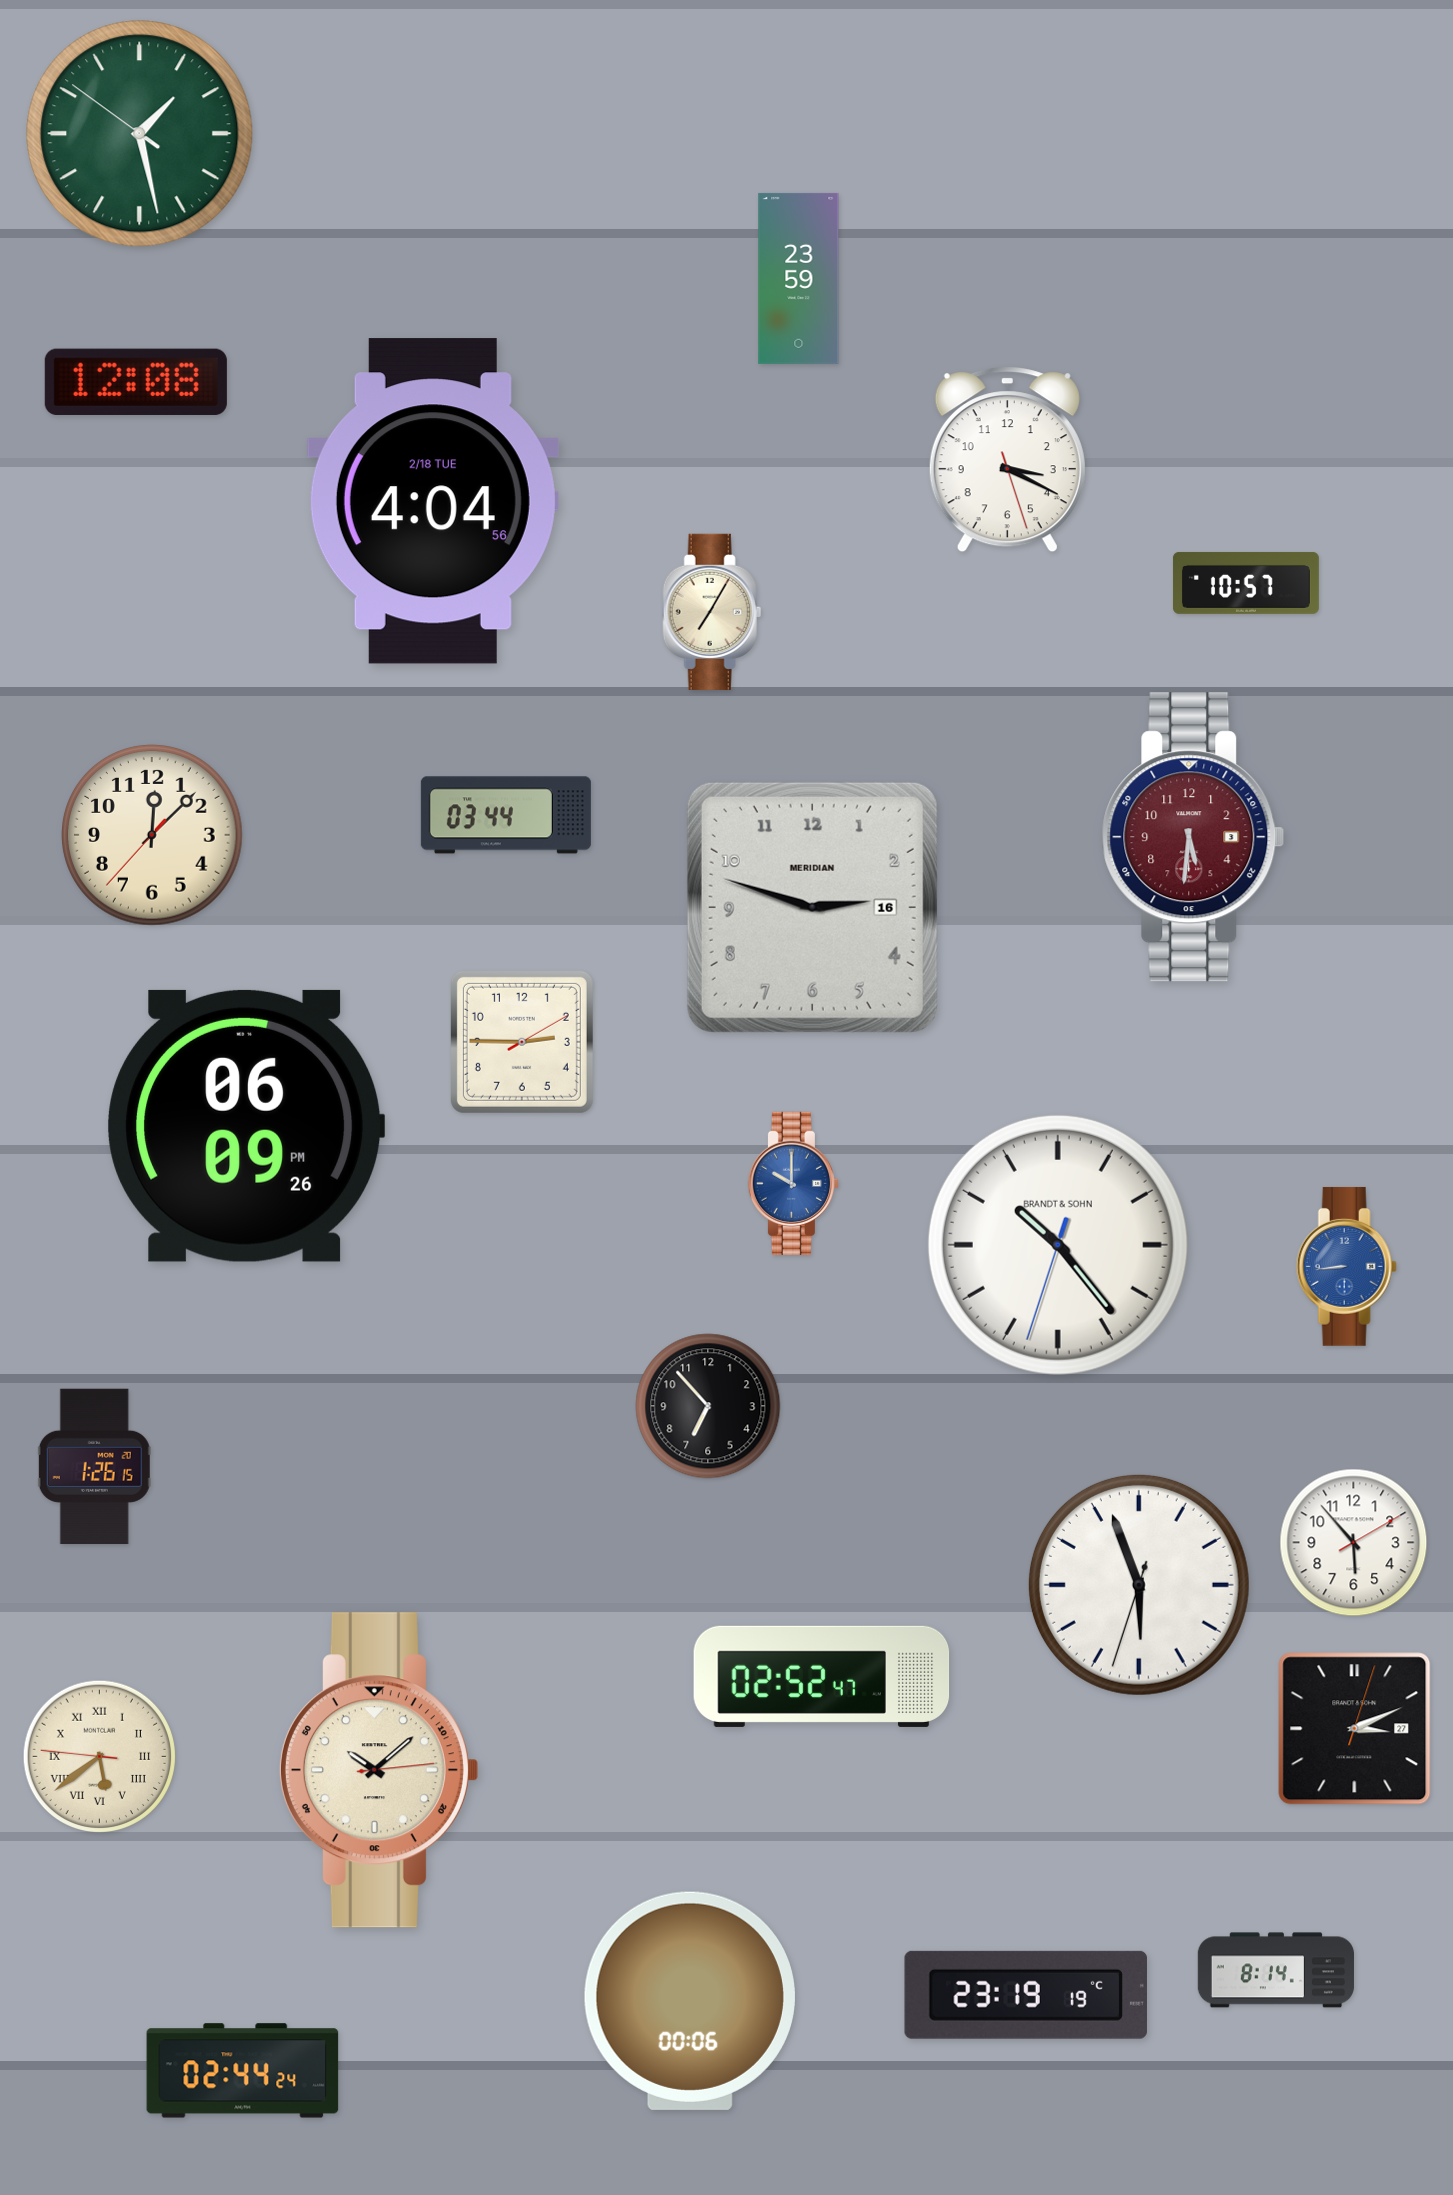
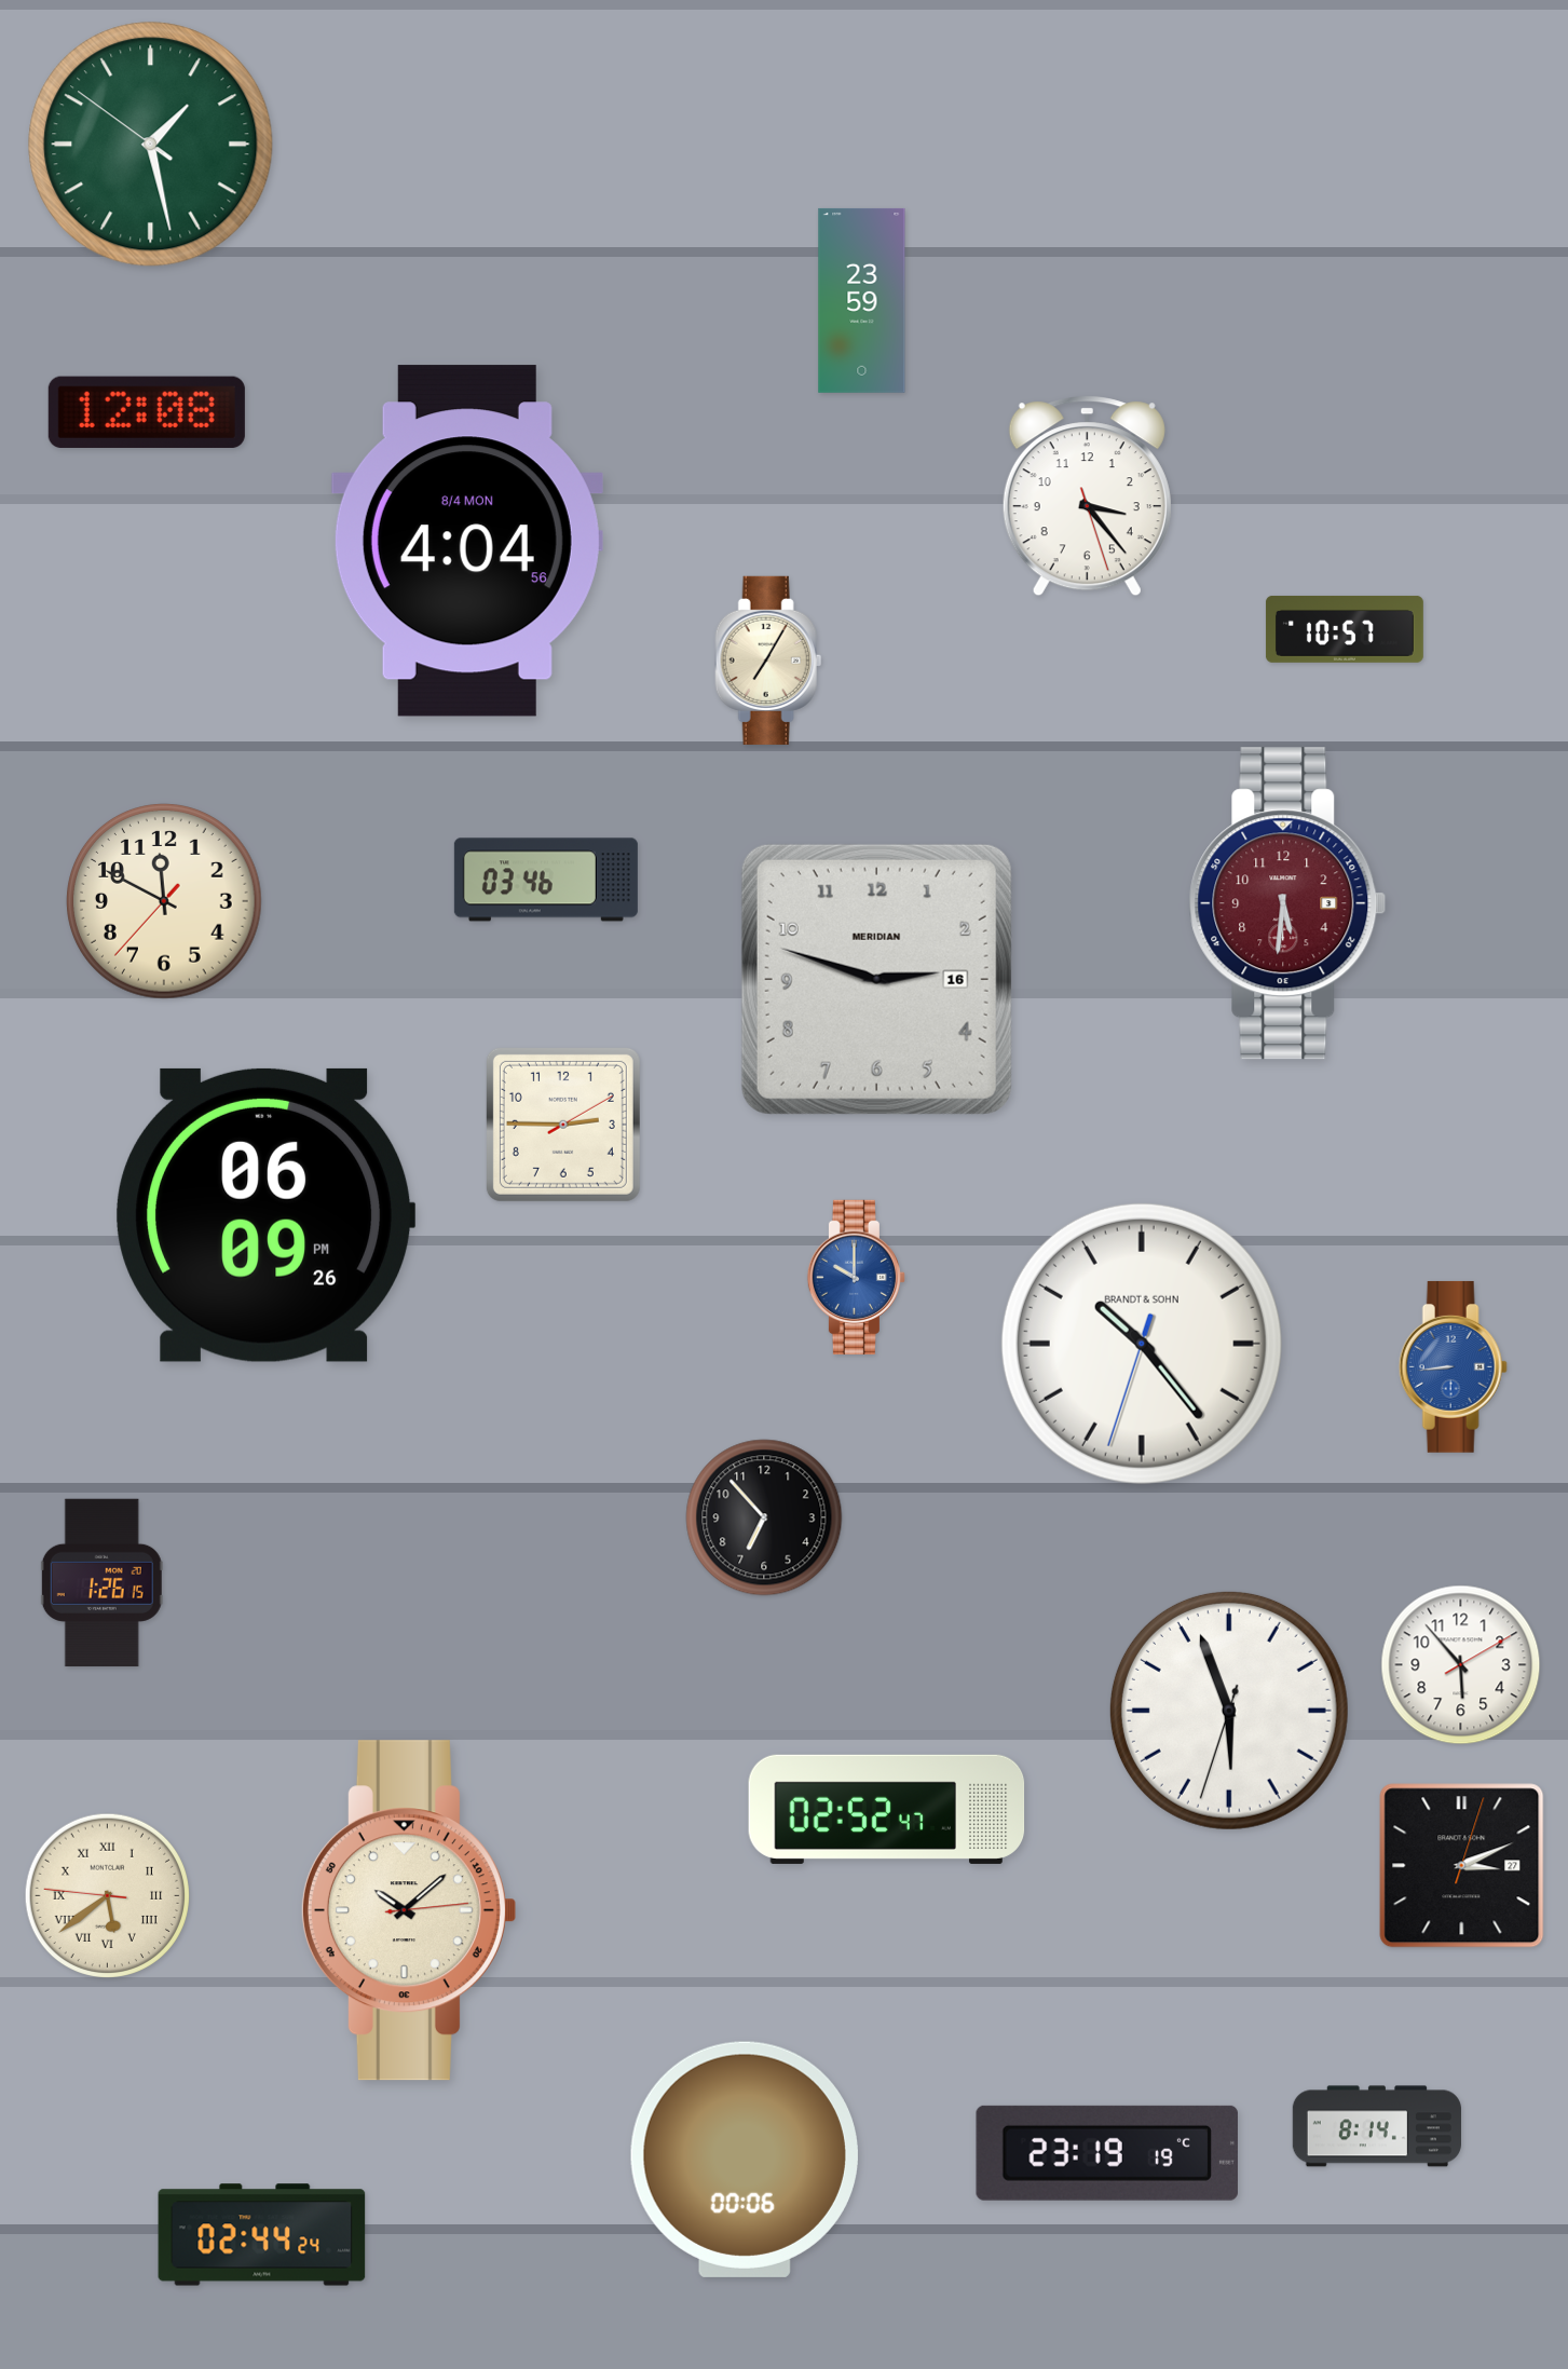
clock at (1007, 460): 3:19 -> 3:23
clock at (433, 501) date: 2/18 TUE -> 8/4 MON
clock at (506, 815): 03:44 -> 03:46
clock at (153, 836): 12:07 -> 11:49
